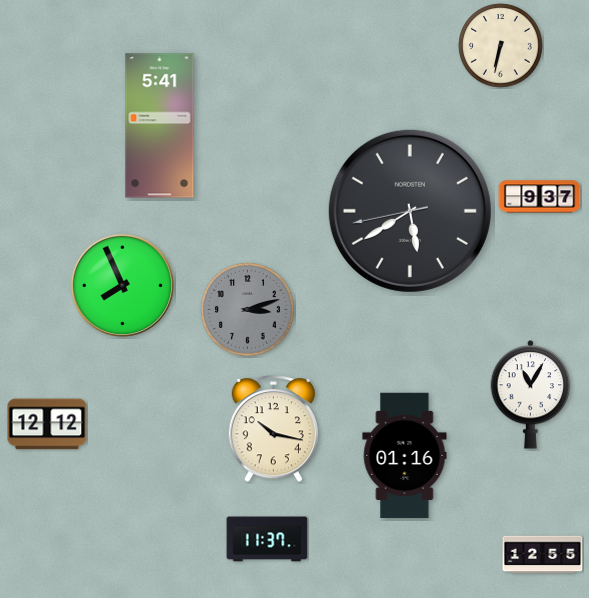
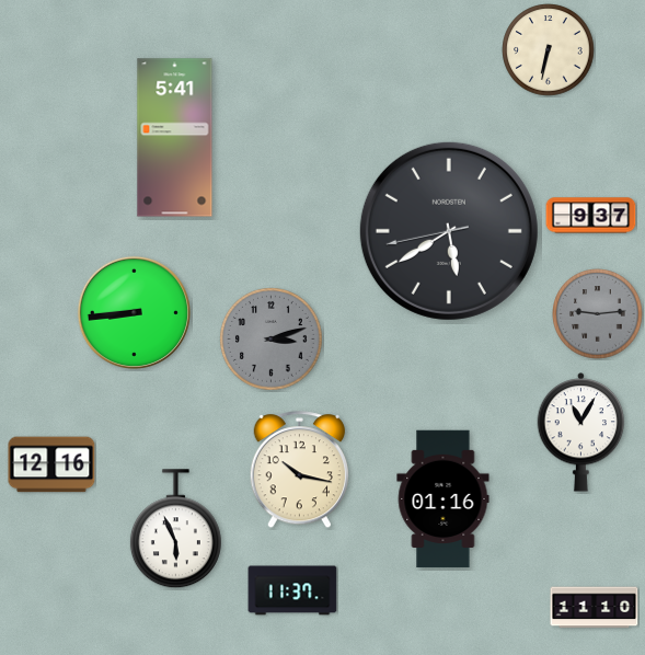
clock at (122, 285): 7:56 -> 8:44
clock at (598, 314): none -> 9:14
clock at (47, 424): 12:12 -> 12:16
clock at (175, 529): none -> 5:56
clock at (543, 555): 12:55 -> 11:10
